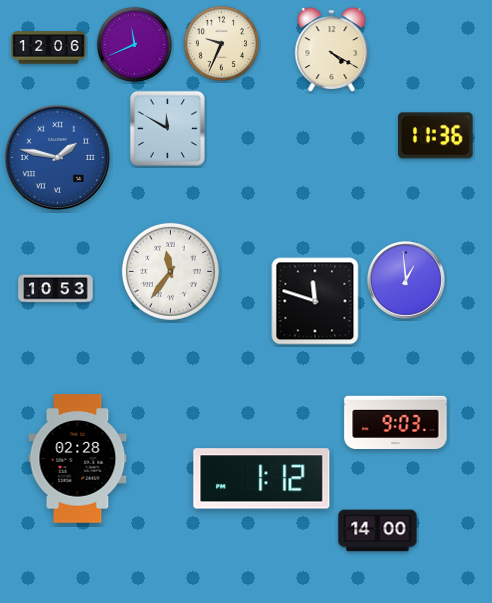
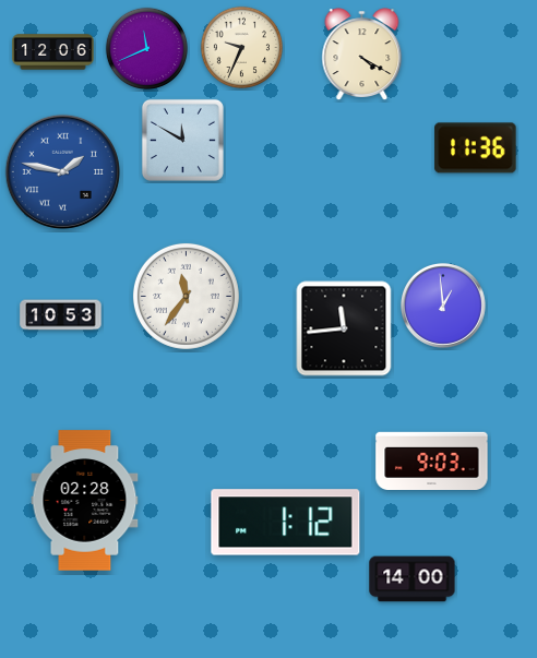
clock at (315, 301): 11:48 -> 11:44
